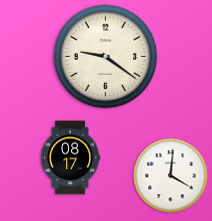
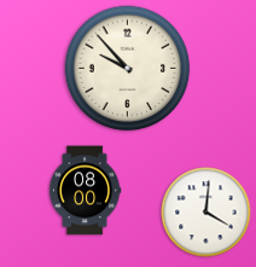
clock at (106, 57): 9:21 -> 9:53
clock at (70, 158): 08:17 -> 08:00
